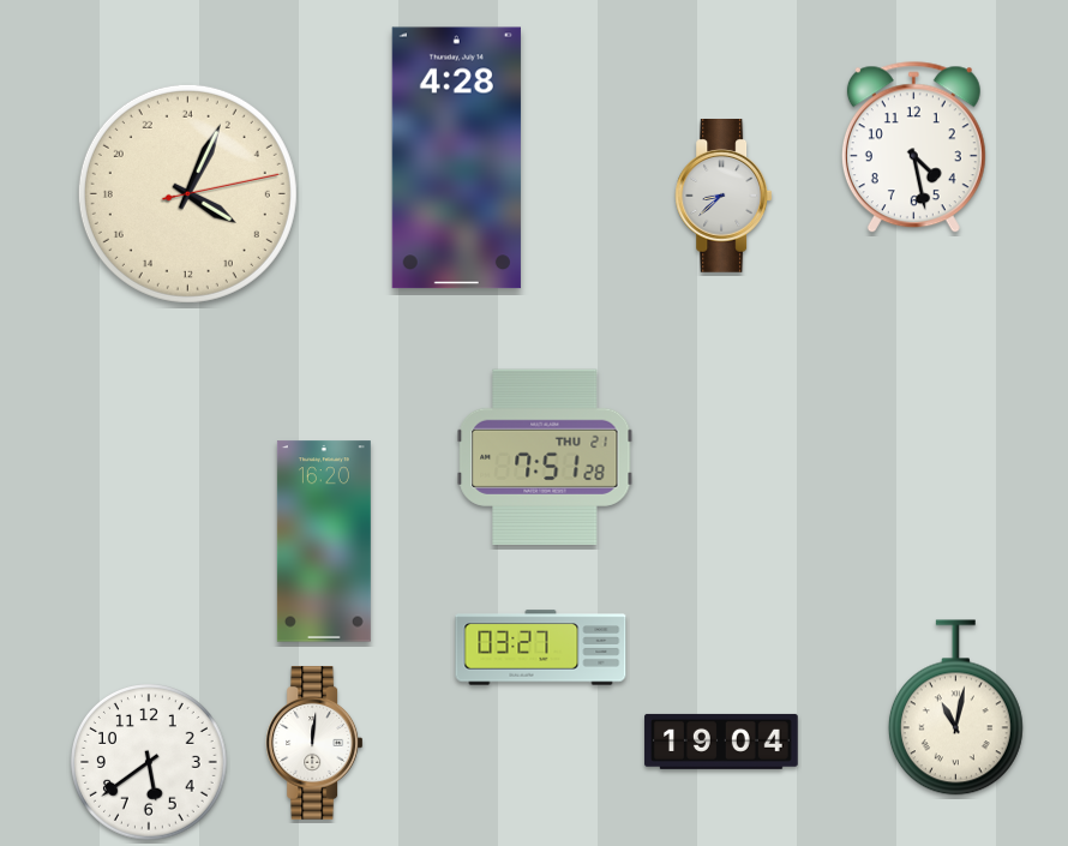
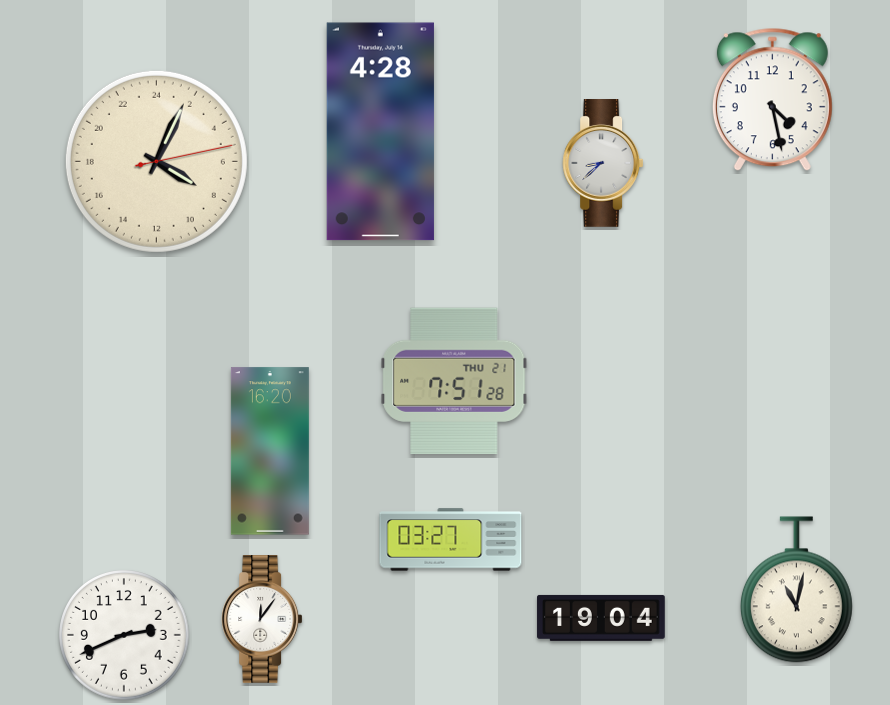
clock at (913, 148) position: (913, 148) -> (772, 100)
clock at (314, 744): 12:01 -> 12:06
clock at (150, 763): 5:39 -> 2:41
